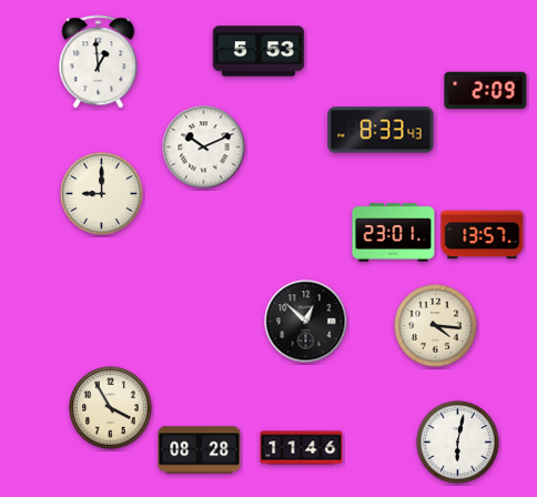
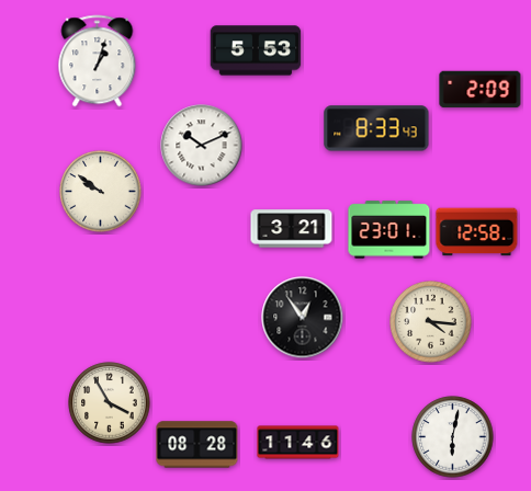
clock at (99, 62): 12:59 -> 1:03
clock at (102, 194): 9:00 -> 9:51
clock at (292, 229): none -> 3:21
clock at (483, 235): 13:57 -> 12:58
clock at (306, 322): 12:52 -> 12:54
